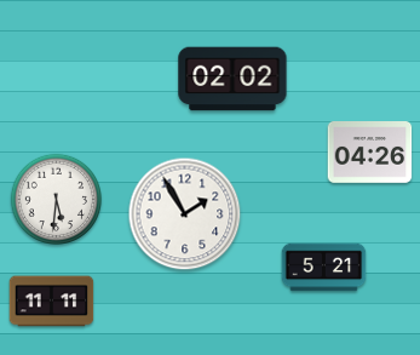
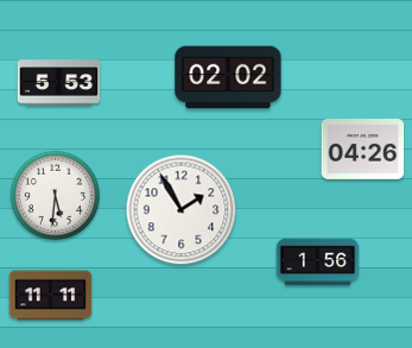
clock at (59, 83): none -> 5:53
clock at (324, 268): 5:21 -> 1:56
